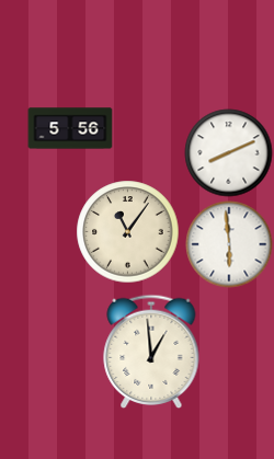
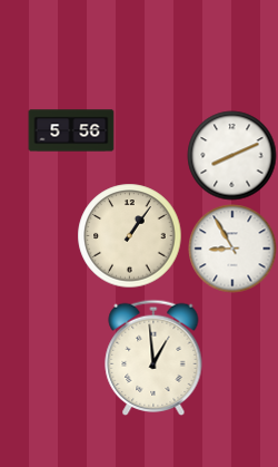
clock at (128, 232): 11:06 -> 1:06
clock at (229, 244): 5:59 -> 8:55
